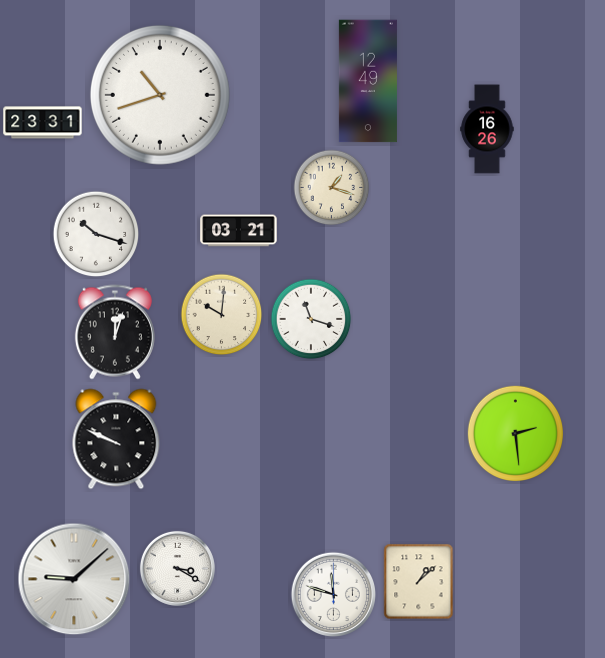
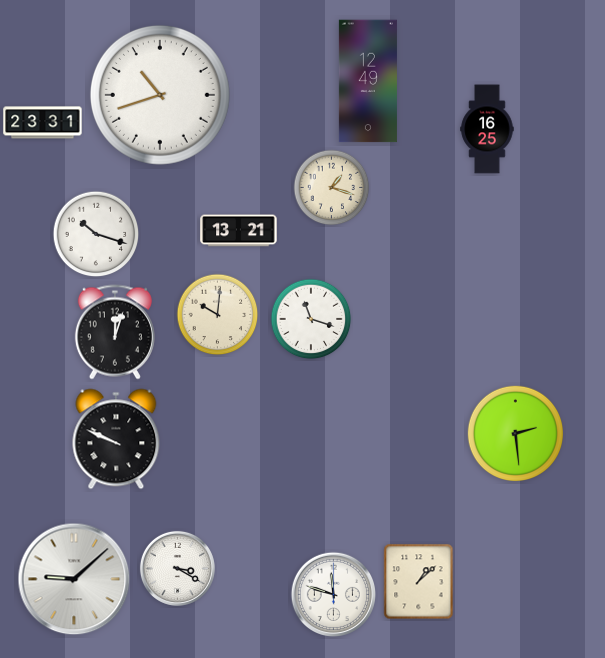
clock at (487, 129): 16:26 -> 16:25
clock at (239, 231): 03:21 -> 13:21
clock at (222, 315) position: (222, 315) -> (218, 315)
